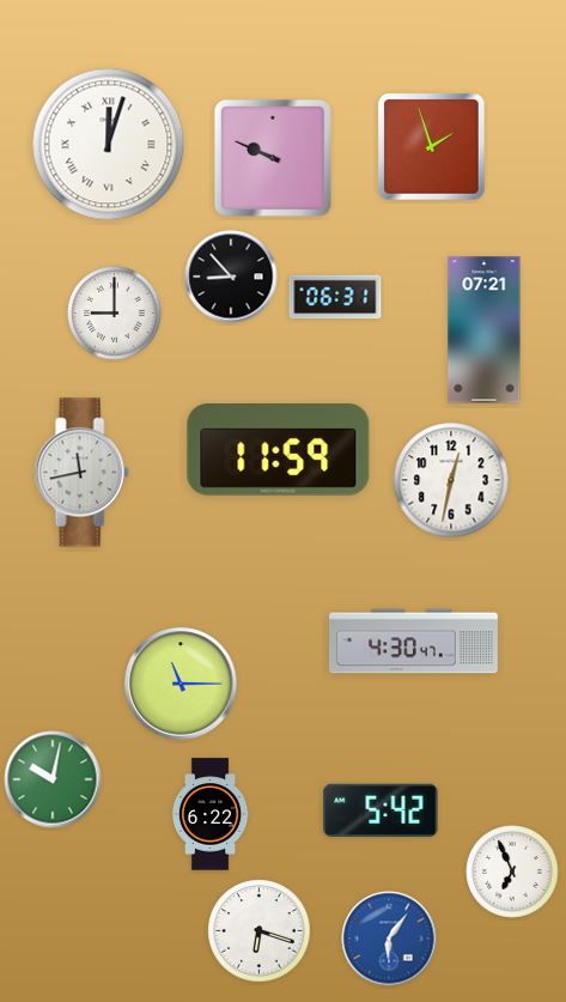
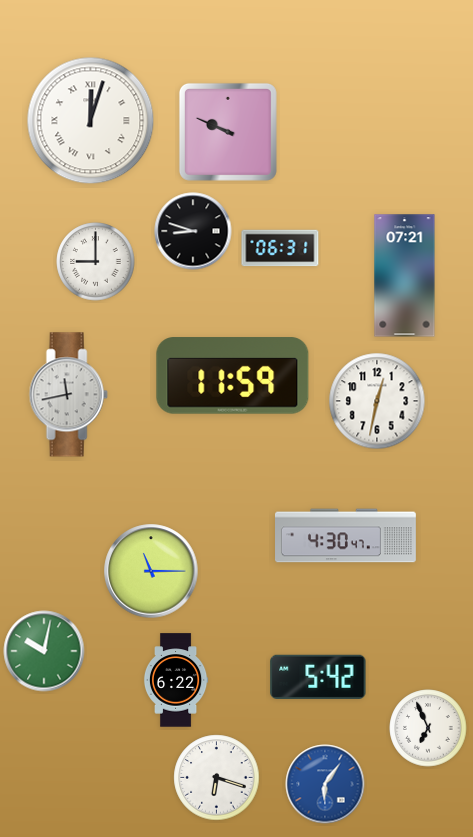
clock at (432, 147): 1:57 -> none
clock at (231, 277): 8:53 -> 8:48
